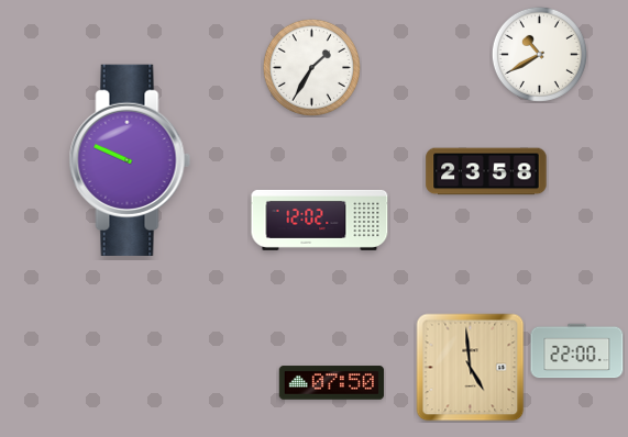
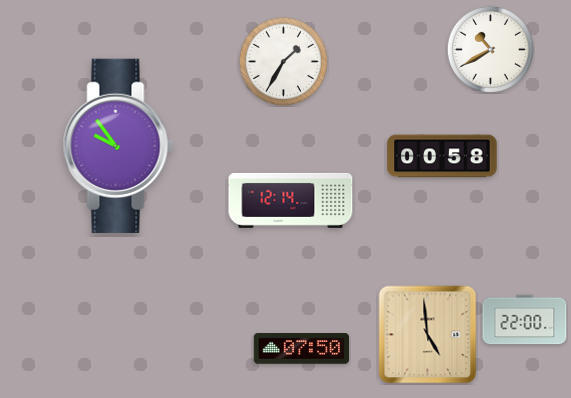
clock at (130, 160): 9:49 -> 9:54
clock at (486, 171): 23:58 -> 00:58
clock at (320, 220): 12:02 -> 12:14
